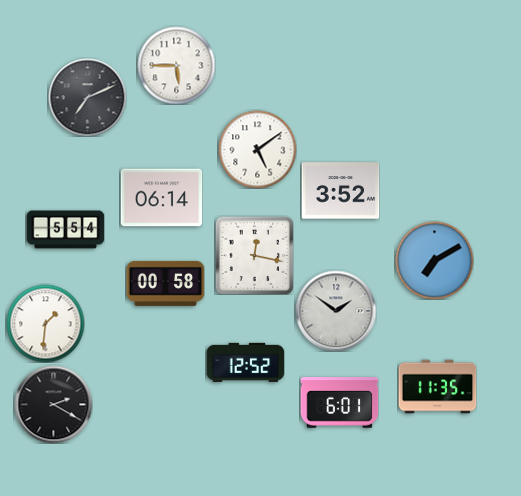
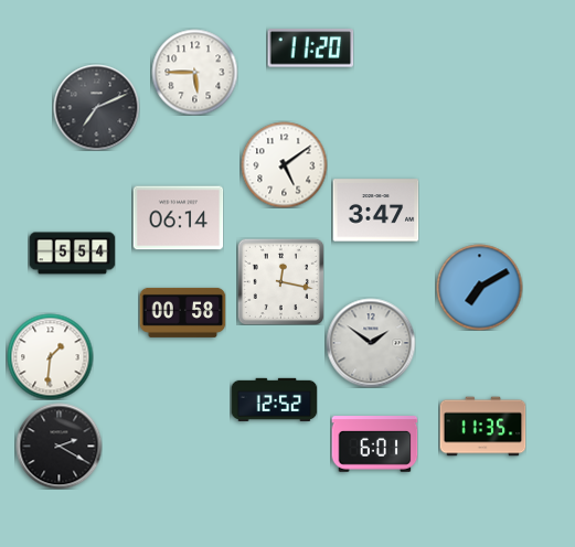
clock at (310, 49): none -> 11:20
clock at (340, 191): 3:52 -> 3:47
clock at (245, 362) position: (245, 362) -> (274, 399)
